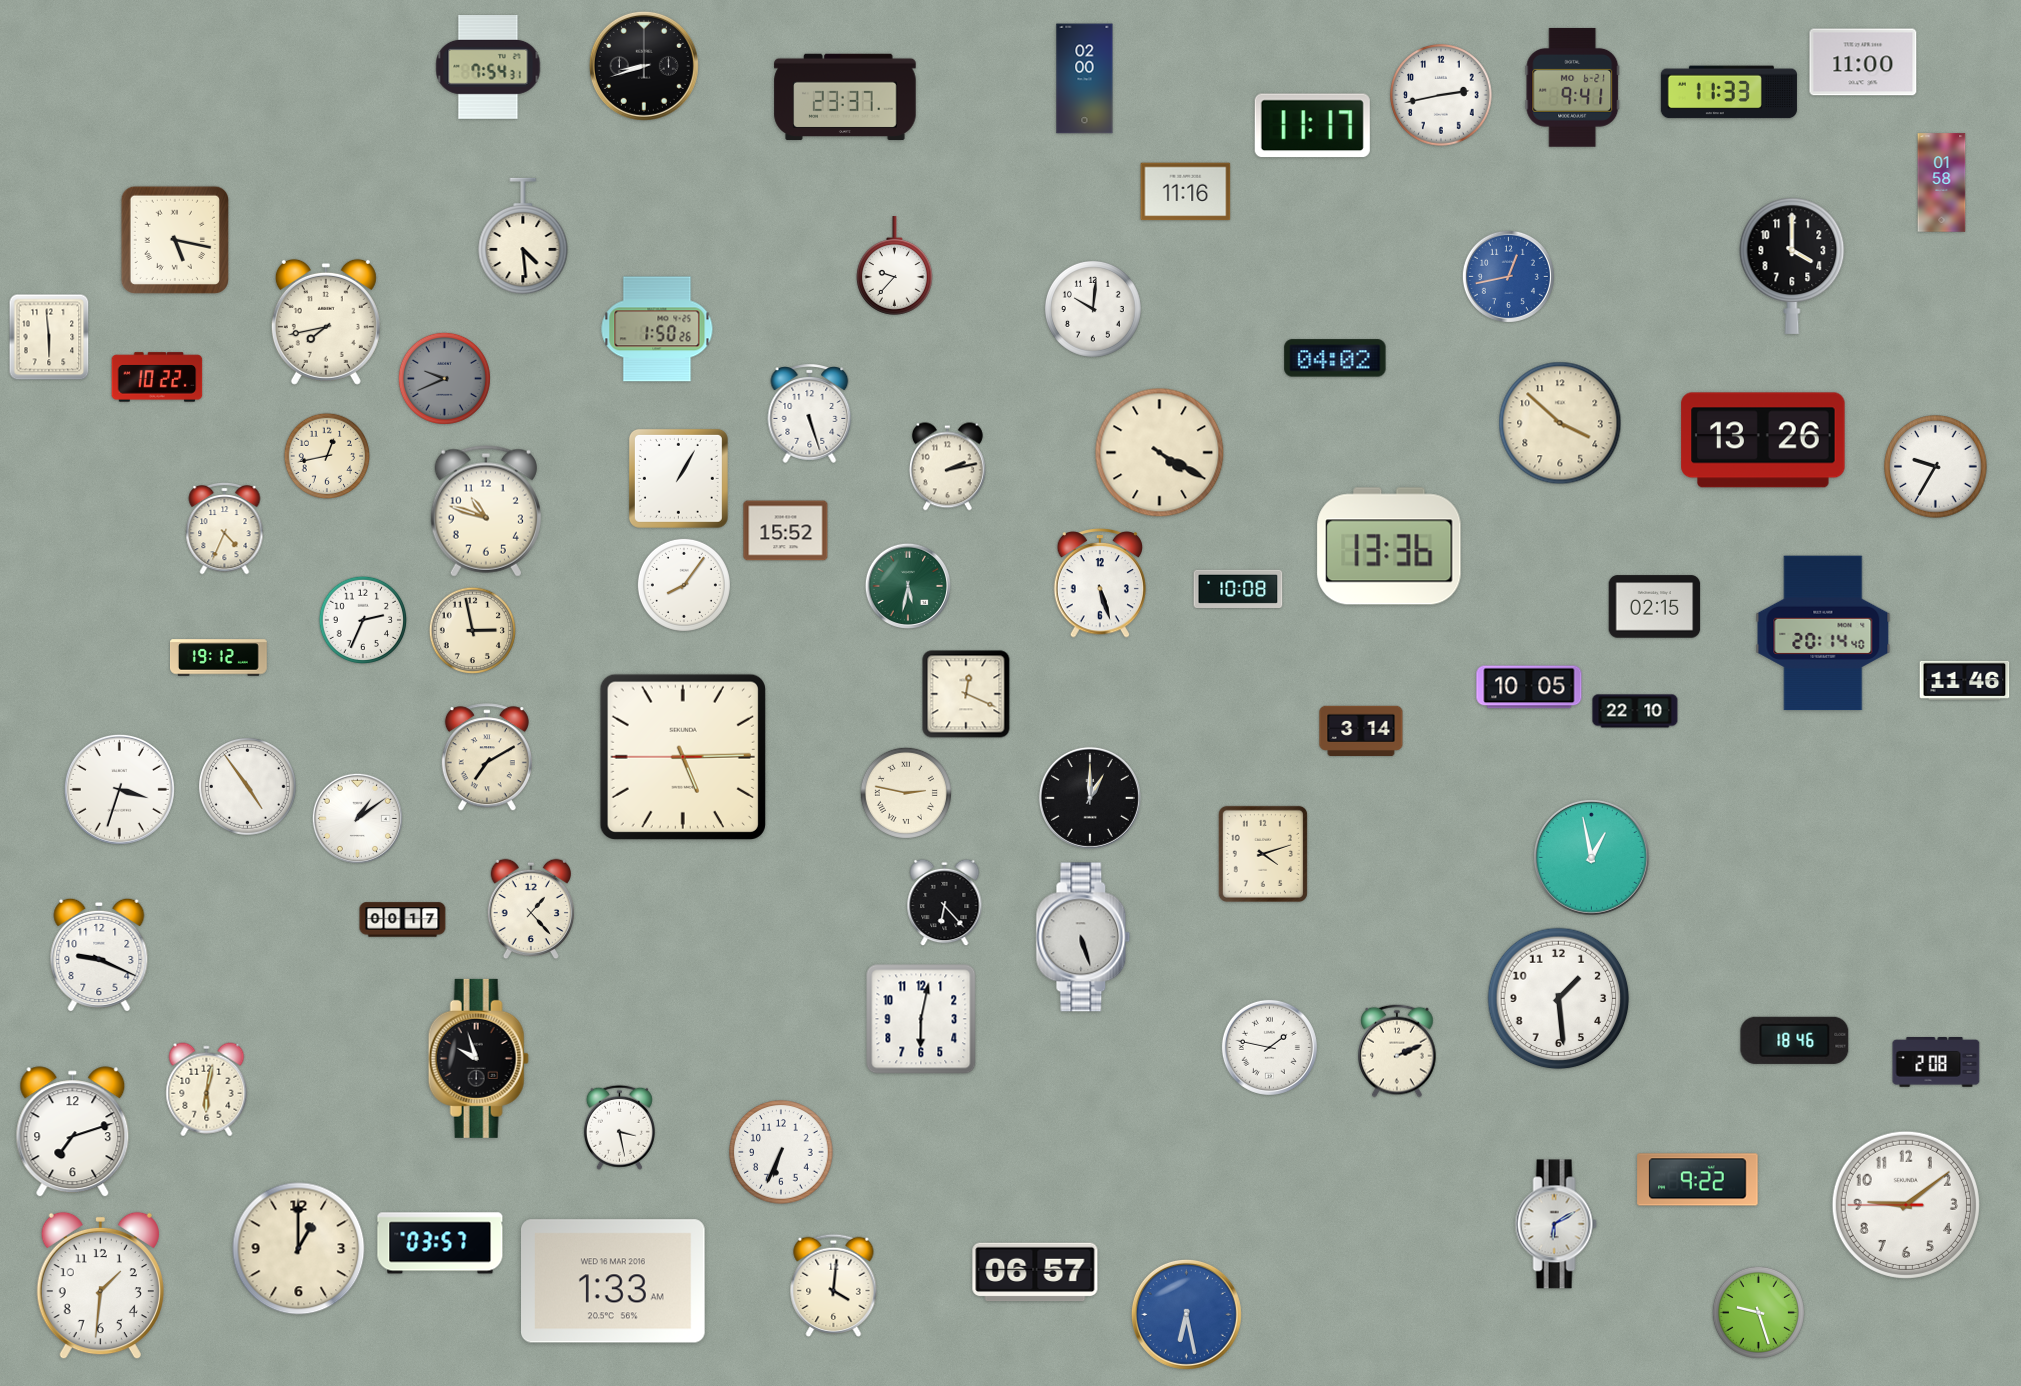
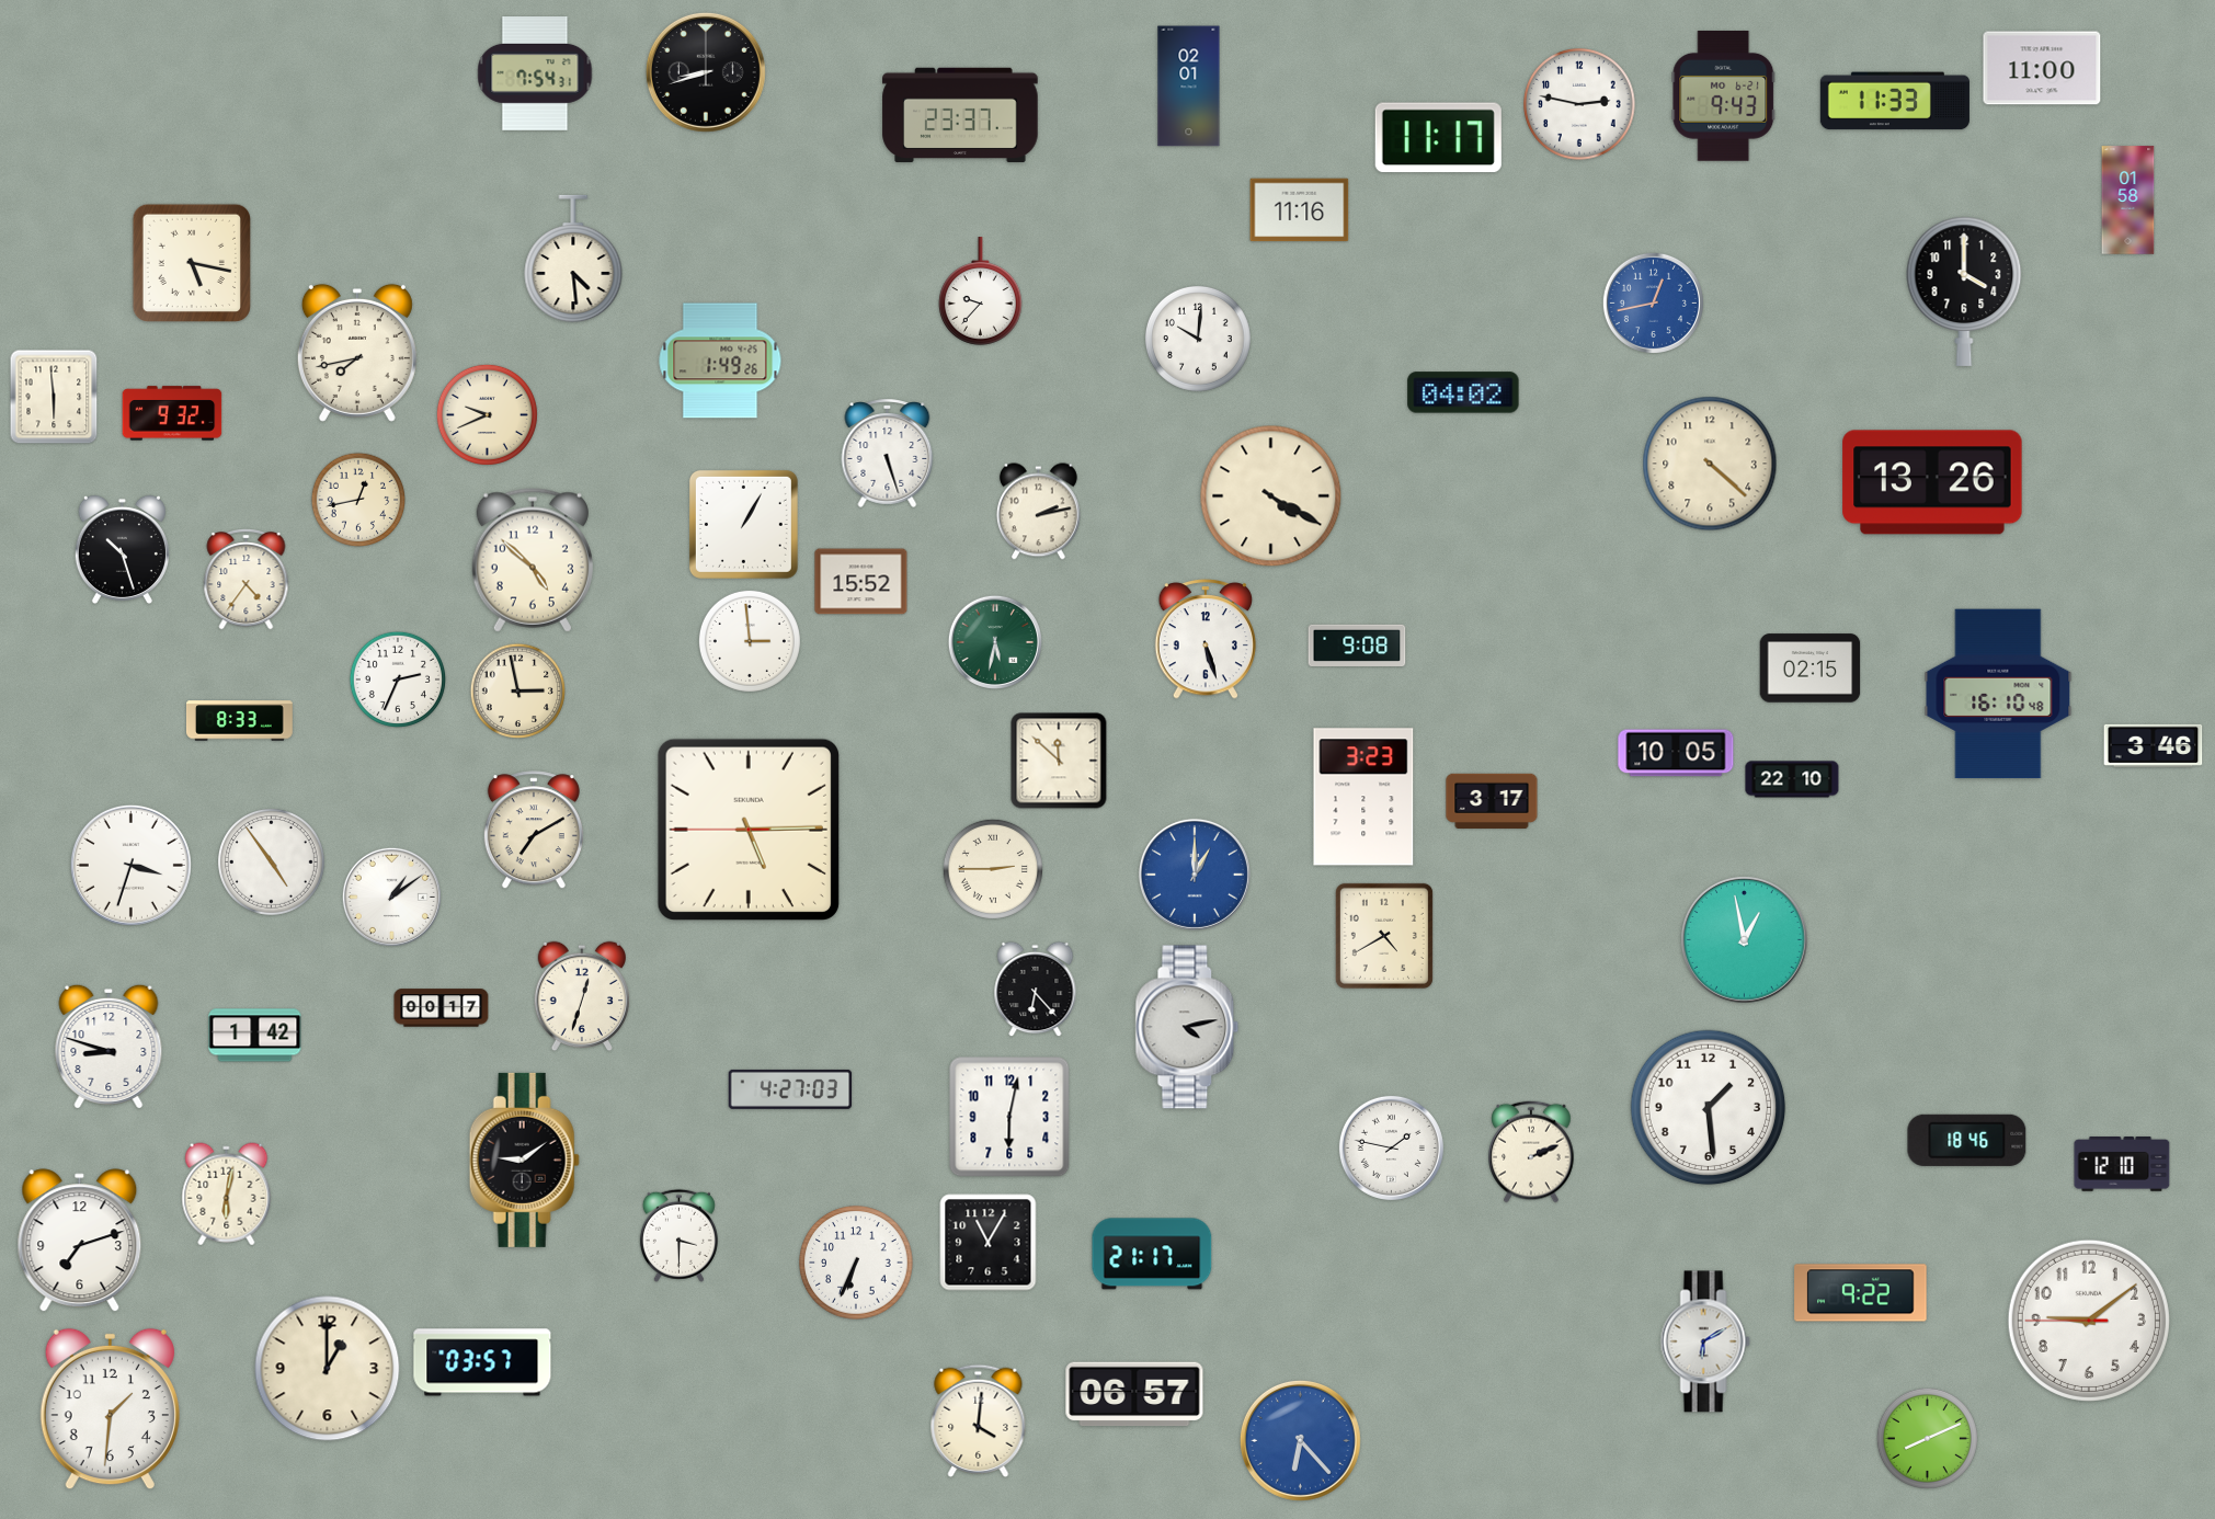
clock at (1085, 79): 02:00 -> 02:01
clock at (1573, 87): 9:41 -> 9:43
clock at (1441, 95): 2:43 -> 2:47
clock at (845, 97) position: (845, 97) -> (960, 115)
clock at (657, 329): 1:50 -> 1:49
clock at (49, 337) position: (49, 337) -> (54, 397)
clock at (157, 377): 10:22 -> 9:32
clock at (444, 378) dial: grey -> cream
clock at (1560, 423): 3:52 -> 4:22
clock at (1936, 467): 9:35 -> none
clock at (122, 550): none -> 10:27
clock at (486, 511): 10:48 -> 4:52
clock at (225, 528): 4:34 -> 4:36
clock at (1389, 546): 13:36 -> none
clock at (684, 585): 8:06 -> 2:59
clock at (1238, 588): 10:08 -> 9:08
clock at (1655, 607) position: (1655, 607) -> (1811, 669)
clock at (1823, 633): 20:14 -> 16:10
clock at (219, 658): 19:12 -> 8:33
clock at (1965, 680): 11:46 -> 3:46
clock at (966, 694): 12:19 -> 11:52
clock at (1363, 797): none -> 3:23
clock at (1361, 730): 3:14 -> 3:17
clock at (906, 793): 2:47 -> 2:45
clock at (1090, 798) dial: black -> blue
clock at (1263, 854): 4:12 -> 4:40
clock at (530, 909): 1:23 -> 12:33
clock at (1083, 937): 5:27 -> 4:13
clock at (255, 1036): none -> 1:42
clock at (99, 955): 9:19 -> 8:48
clock at (790, 1089): none -> 4:27
clock at (1559, 999) position: (1559, 999) -> (1709, 1108)
clock at (478, 1058): 9:57 -> 9:09
clock at (1936, 1063): 2:08 -> 12:10
clock at (619, 1127): 3:28 -> 3:30
clock at (989, 1243): none -> 11:05
clock at (1152, 1254): none -> 21:17
clock at (614, 1281): 1:33 -> none
clock at (834, 1285) position: (834, 1285) -> (979, 1420)
clock at (1758, 1312): 9:27 -> 8:11
clock at (1186, 1314): 6:28 -> 6:23
